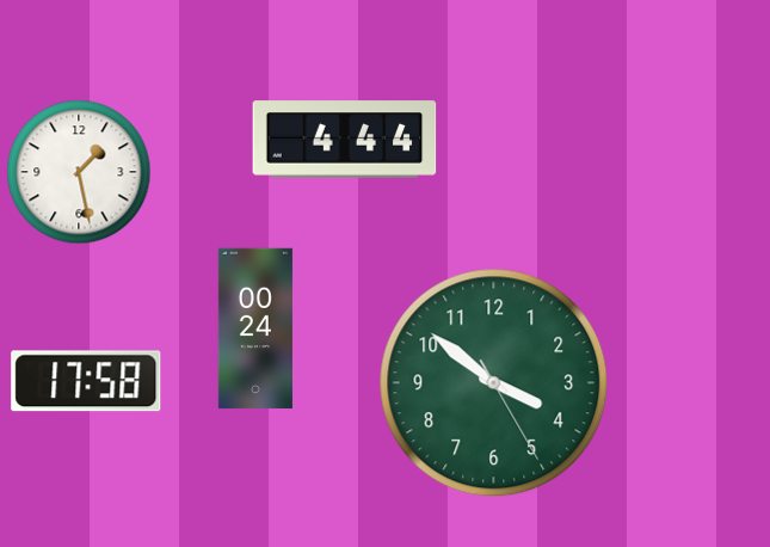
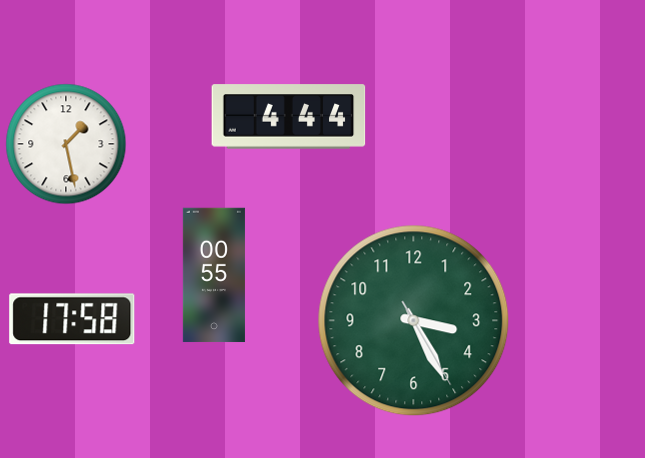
clock at (255, 328): 00:24 -> 00:55
clock at (494, 383): 3:51 -> 3:25
